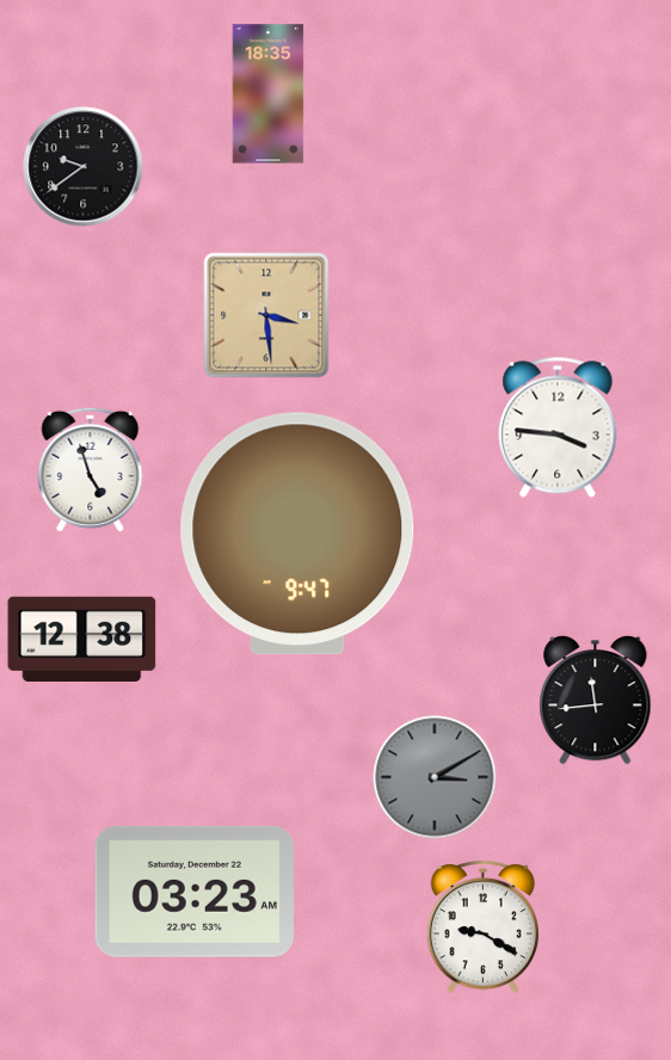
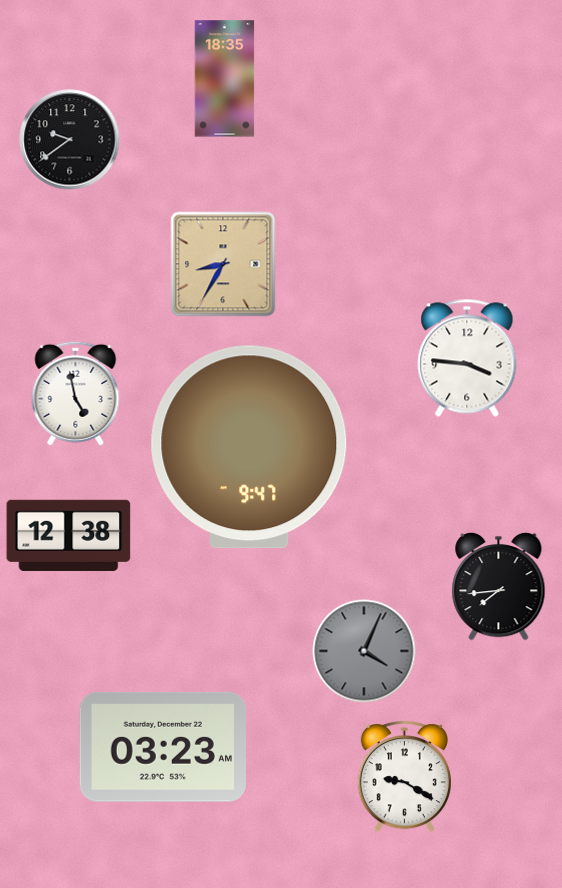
clock at (266, 315): 3:29 -> 8:35
clock at (91, 469): 4:57 -> 4:58
clock at (596, 700): 11:44 -> 7:44
clock at (435, 777): 3:10 -> 4:04
